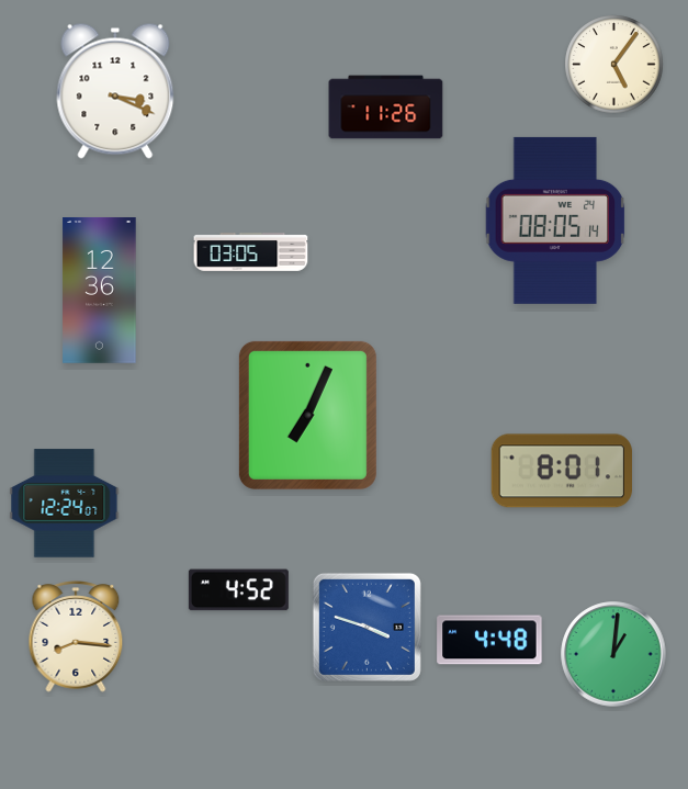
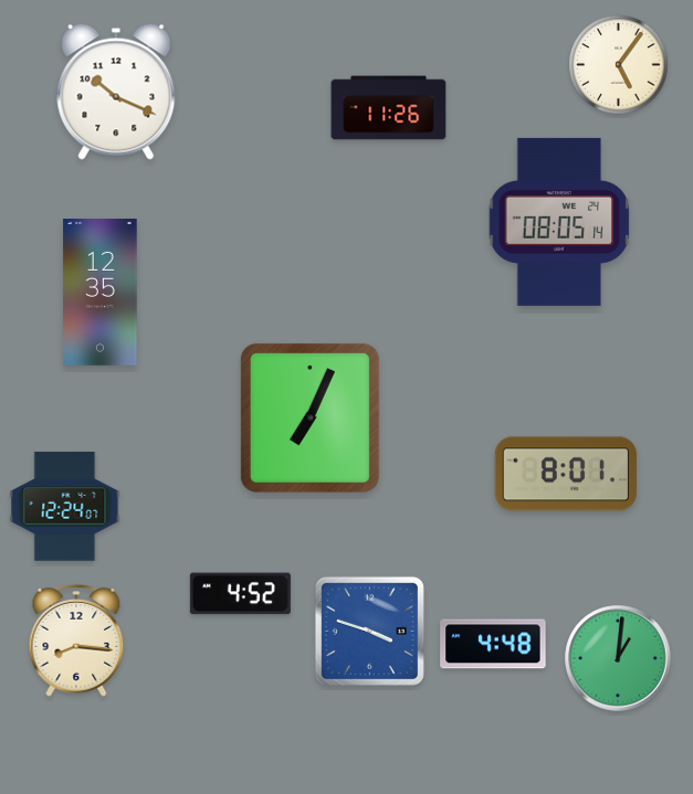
clock at (115, 91): 3:19 -> 10:19
clock at (251, 252): 03:05 -> none
clock at (100, 291): 12:36 -> 12:35
